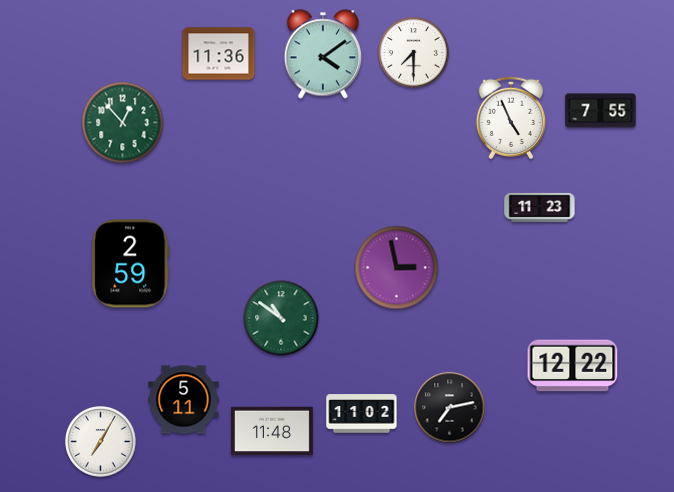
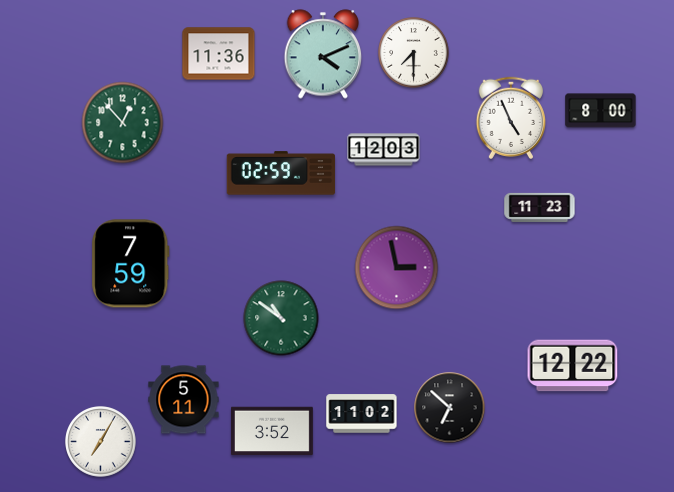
clock at (323, 54): 4:09 -> 4:11
clock at (601, 111): 7:55 -> 8:00
clock at (384, 150): none -> 12:03
clock at (281, 173): none -> 02:59
clock at (131, 264): 2:59 -> 7:59
clock at (450, 408): 7:13 -> 6:52
clock at (272, 431): 11:48 -> 3:52
